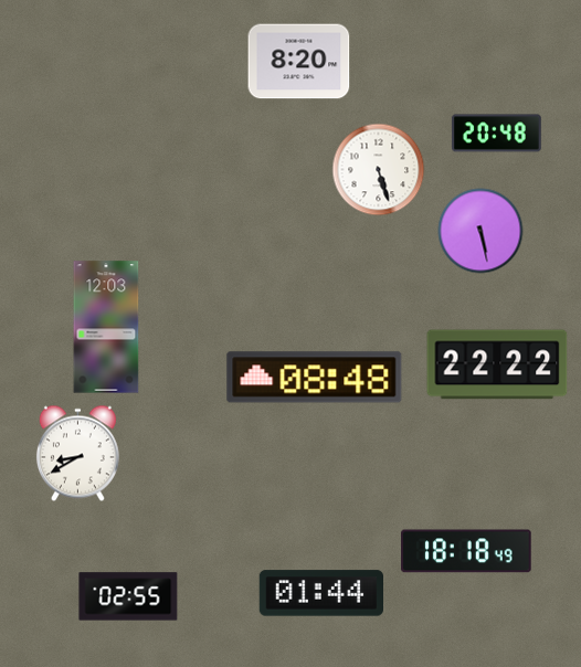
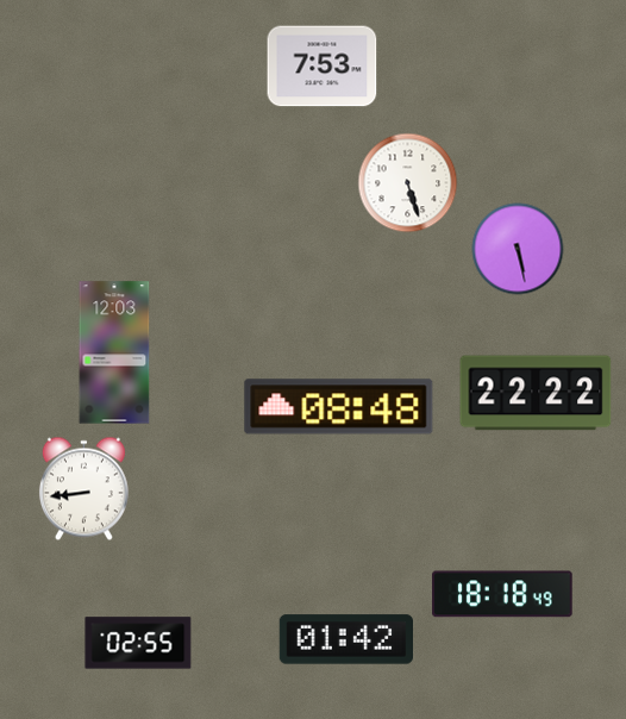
clock at (299, 62): 8:20 -> 7:53
clock at (496, 134): 20:48 -> none
clock at (77, 454): 8:40 -> 8:44
clock at (320, 593): 01:44 -> 01:42
